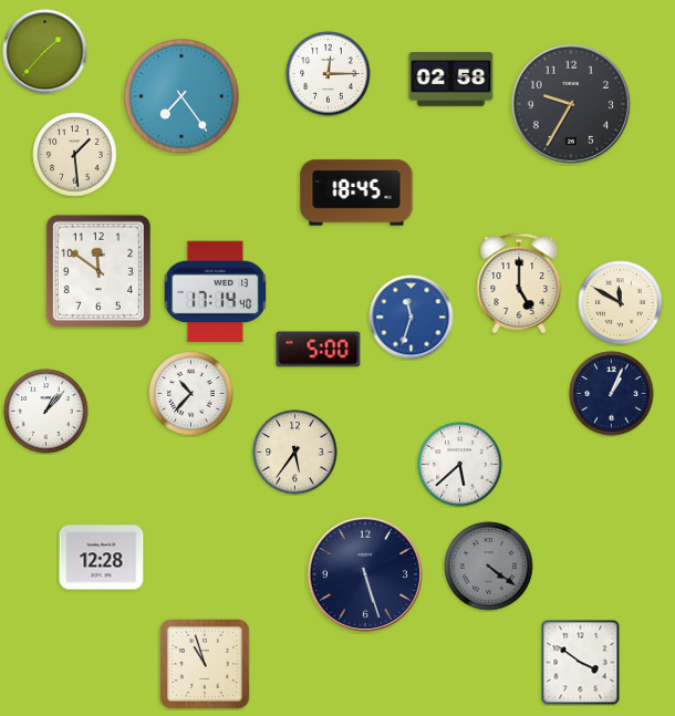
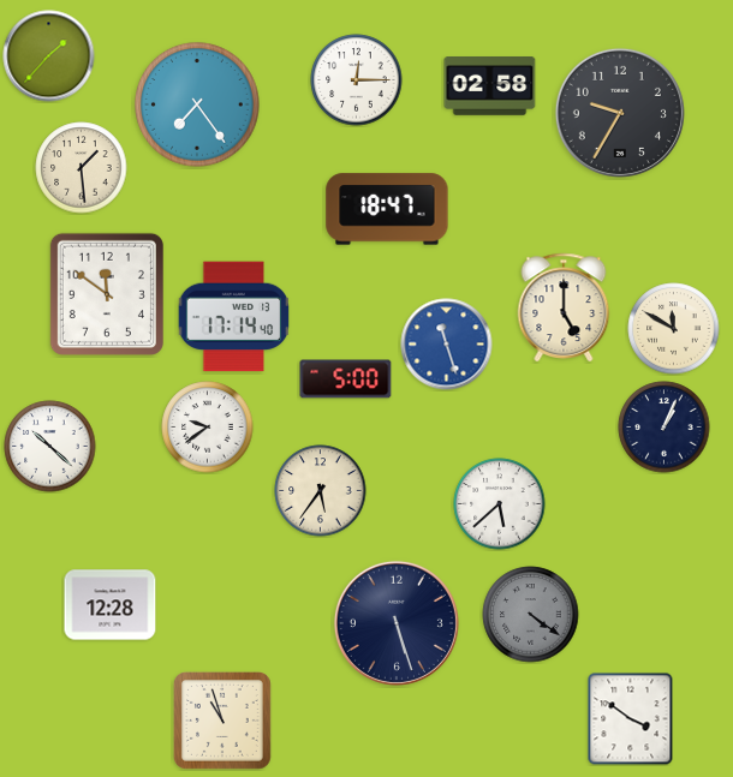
clock at (356, 193): 18:45 -> 18:47
clock at (412, 318): 11:33 -> 11:27
clock at (191, 394): 10:37 -> 9:39
clock at (46, 412): 1:07 -> 10:22
